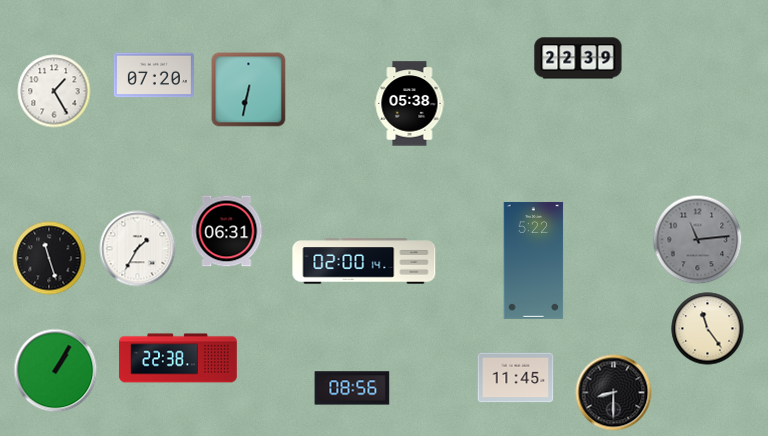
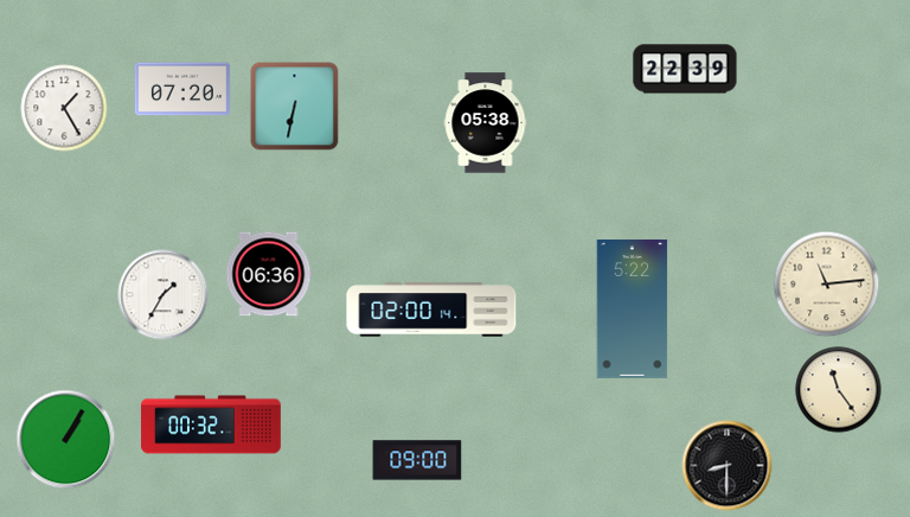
clock at (227, 231): 06:31 -> 06:36
clock at (698, 240) dial: grey -> cream
clock at (49, 258): 11:27 -> none
clock at (178, 358): 22:38 -> 00:32
clock at (516, 378): 11:45 -> none
clock at (352, 388): 08:56 -> 09:00
